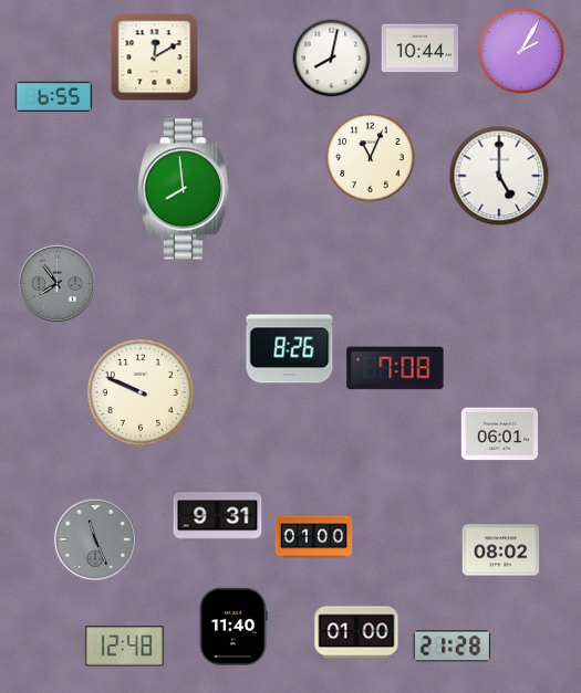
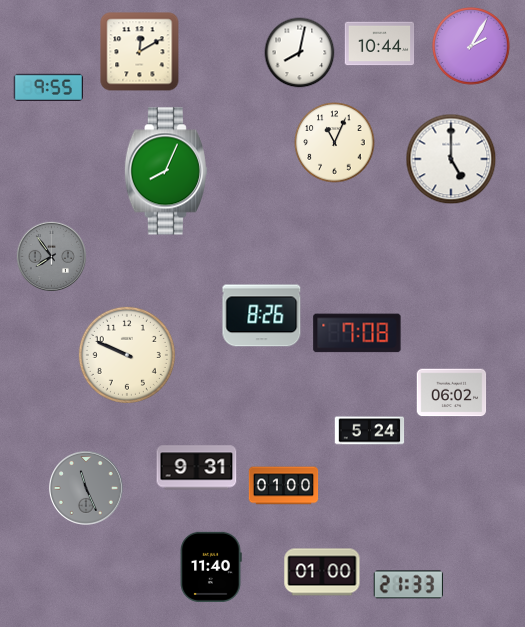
clock at (54, 96): 6:55 -> 9:55
clock at (184, 189): 7:59 -> 8:04
clock at (500, 434): 06:01 -> 06:02
clock at (370, 431): none -> 5:24
clock at (501, 550): 08:02 -> none
clock at (124, 647): 12:48 -> none
clock at (452, 647): 21:28 -> 21:33
